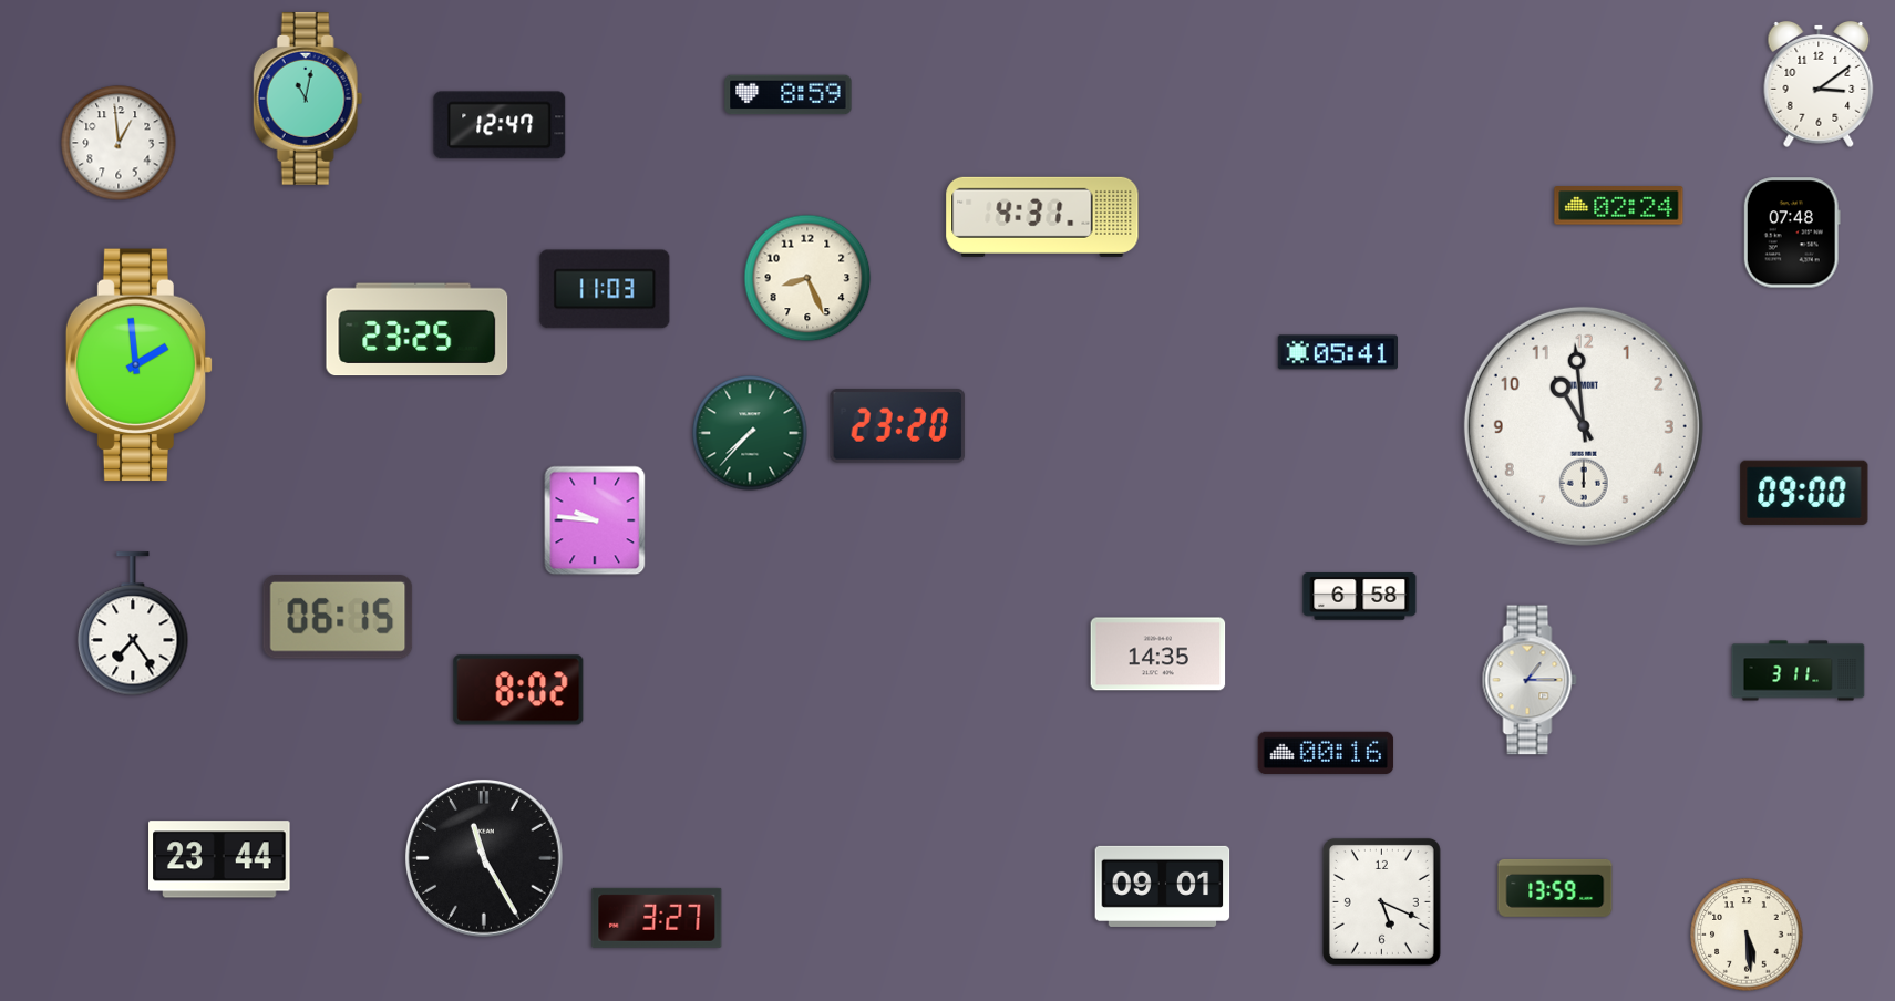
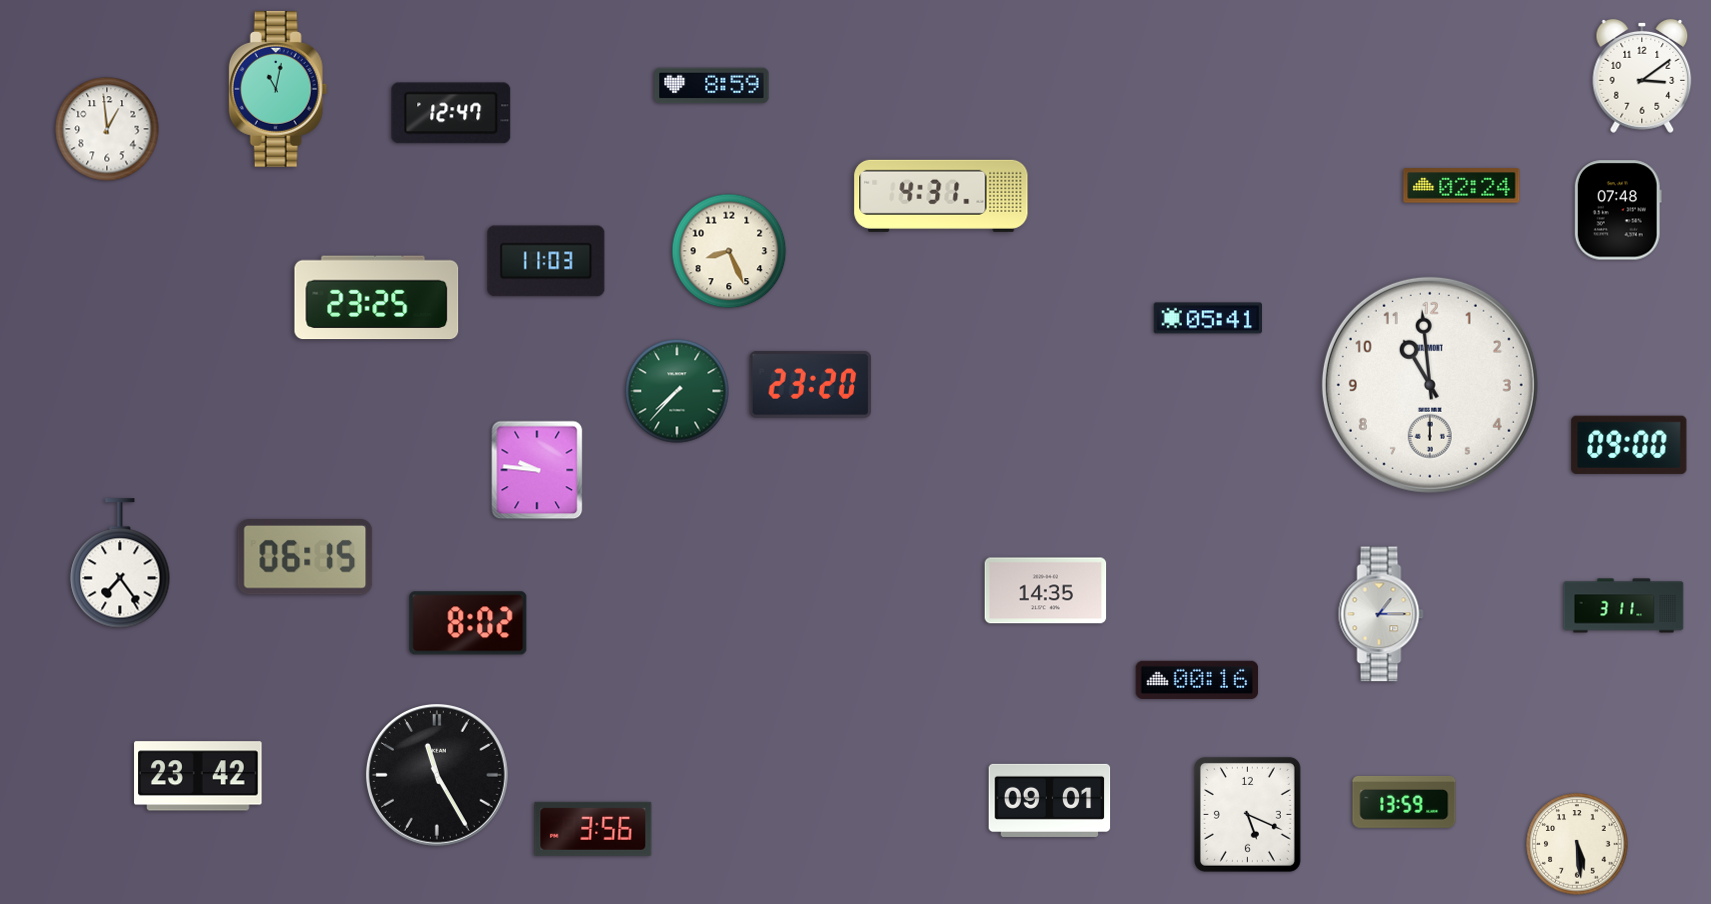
clock at (140, 365): 1:59 -> none
clock at (1360, 597): 6:58 -> none
clock at (219, 859): 23:44 -> 23:42
clock at (657, 918): 3:27 -> 3:56
